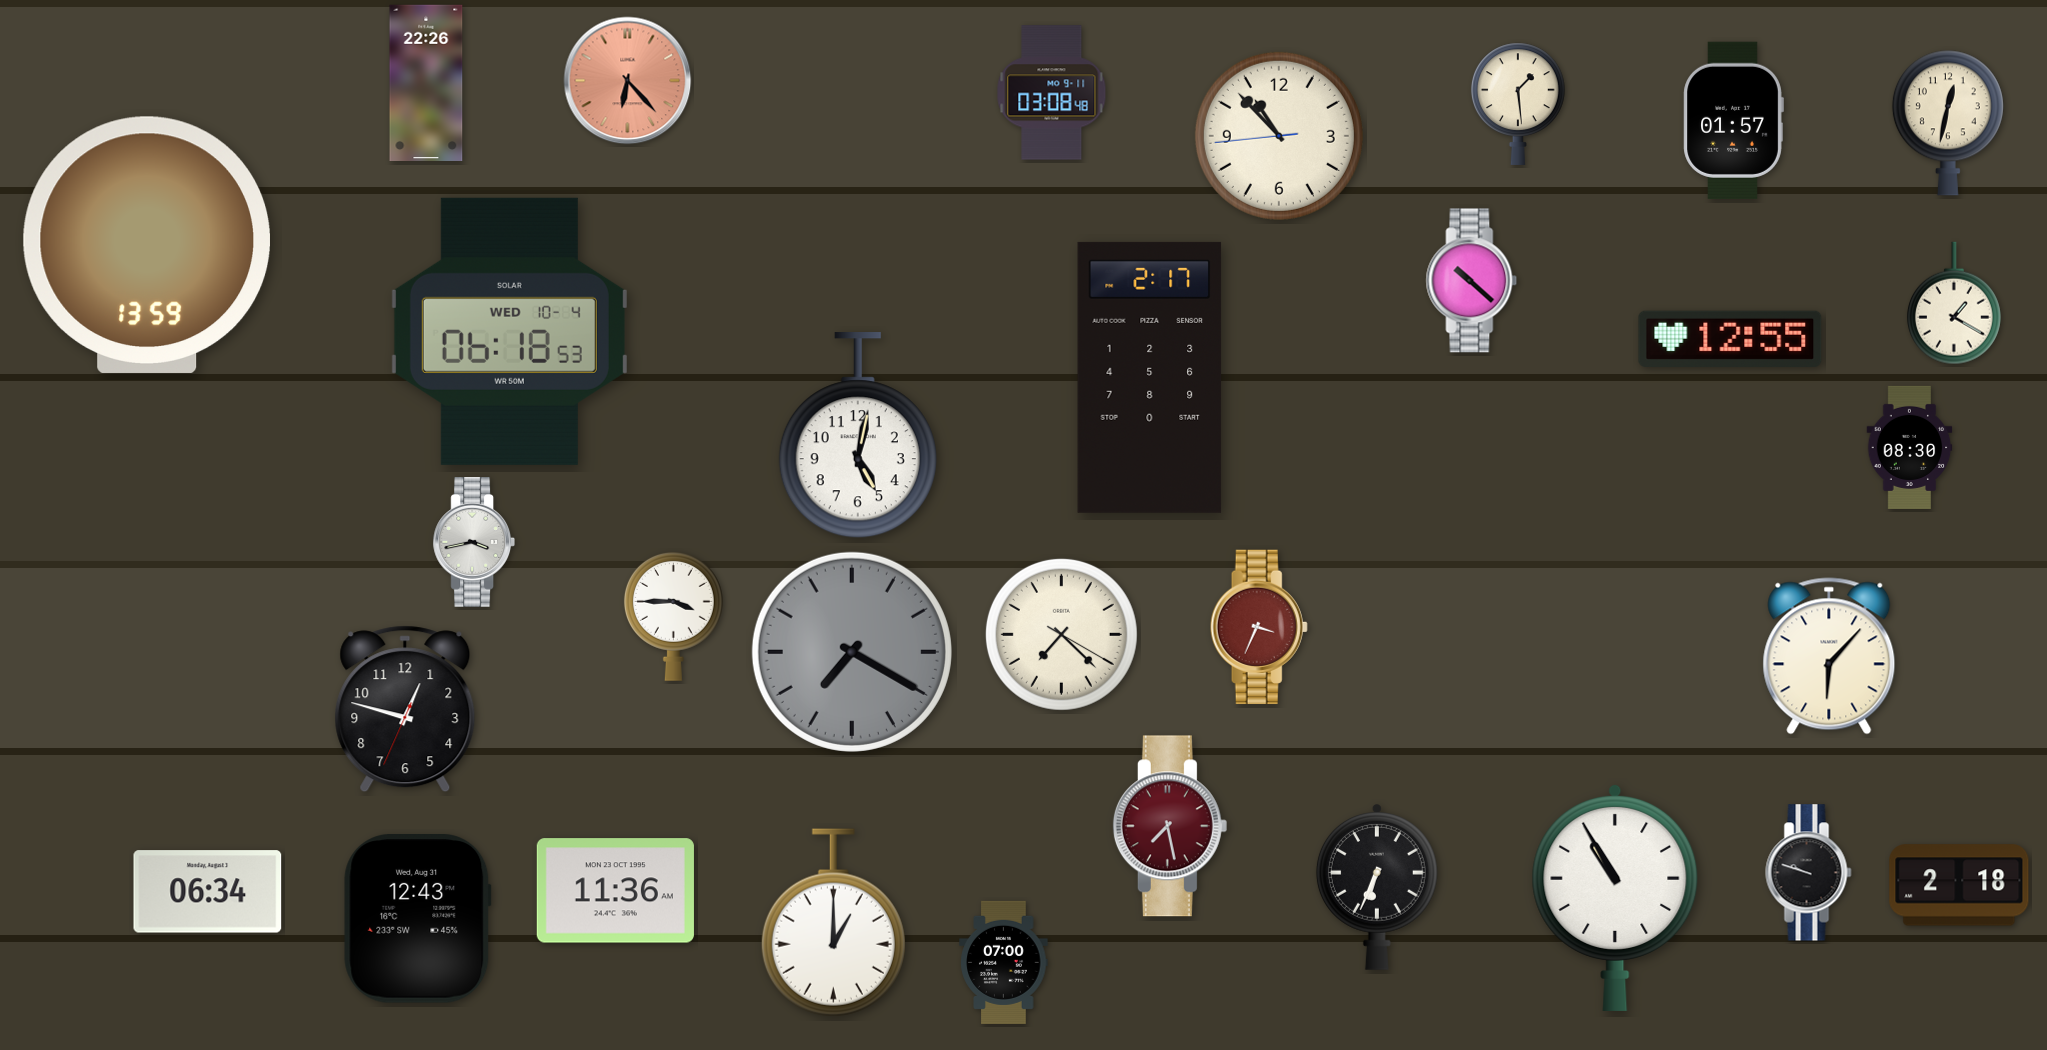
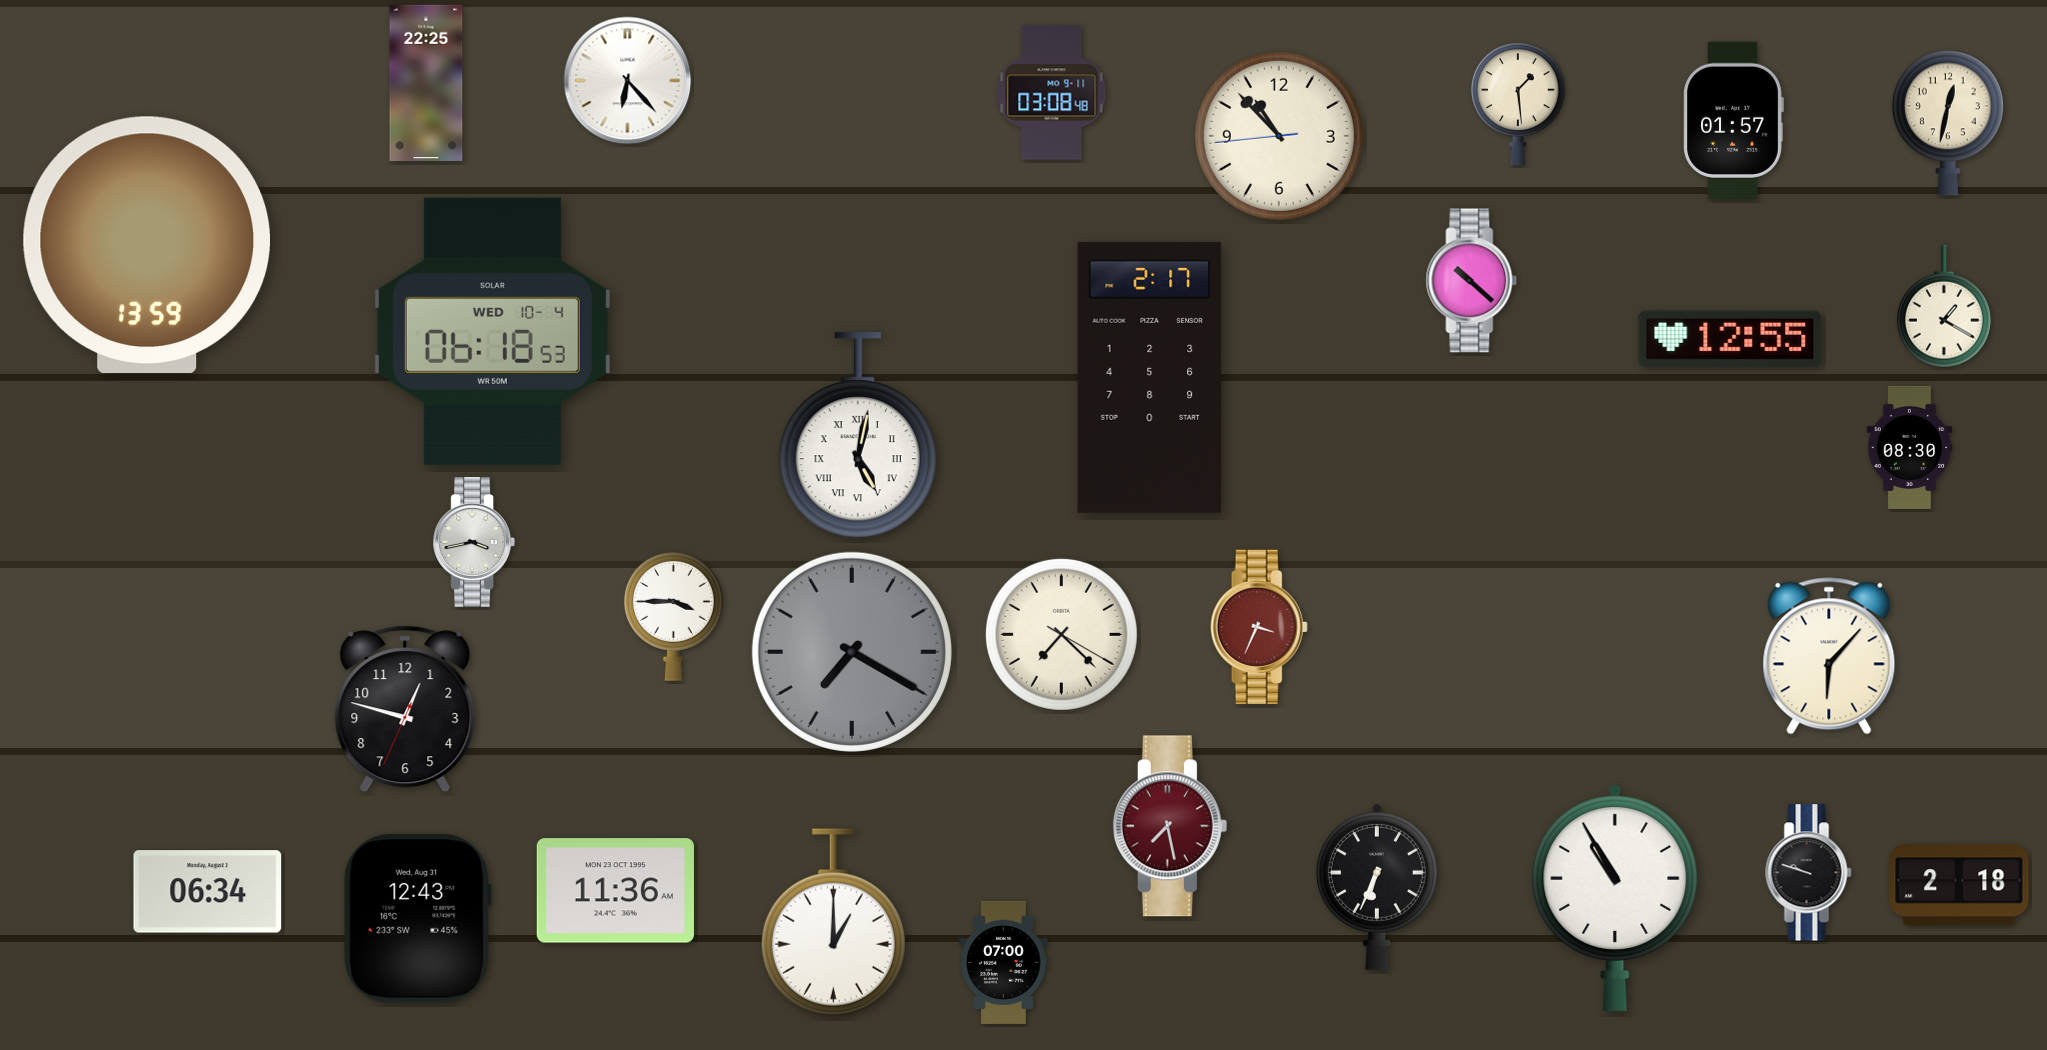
clock at (628, 81) dial: salmon -> white
clock at (426, 82): 22:26 -> 22:25
clock at (1954, 303) position: (1954, 303) -> (1944, 306)
clock at (509, 331) position: (509, 331) -> (492, 331)
clock at (858, 436) numerals: Arabic -> Roman
